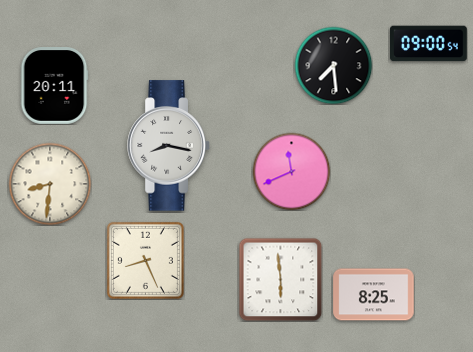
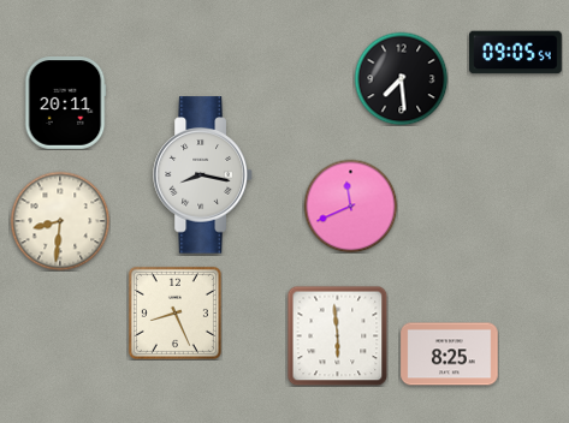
clock at (429, 44): 09:00 -> 09:05
